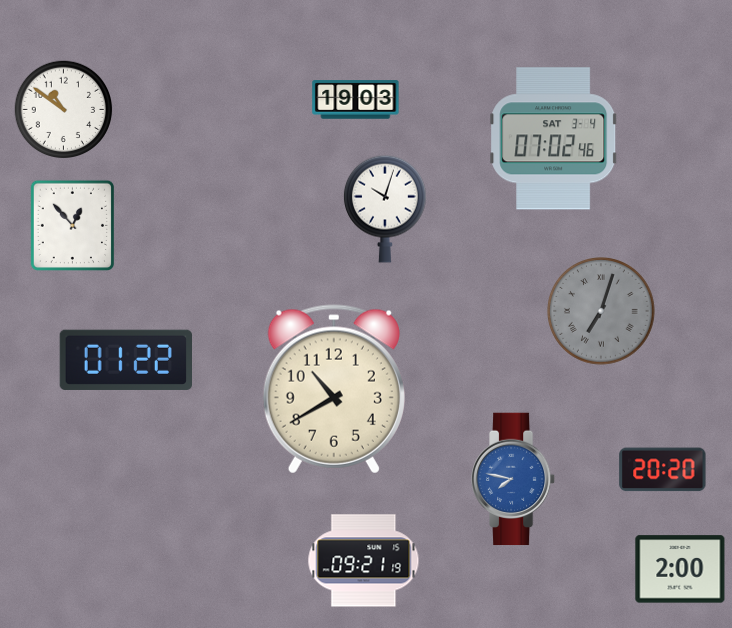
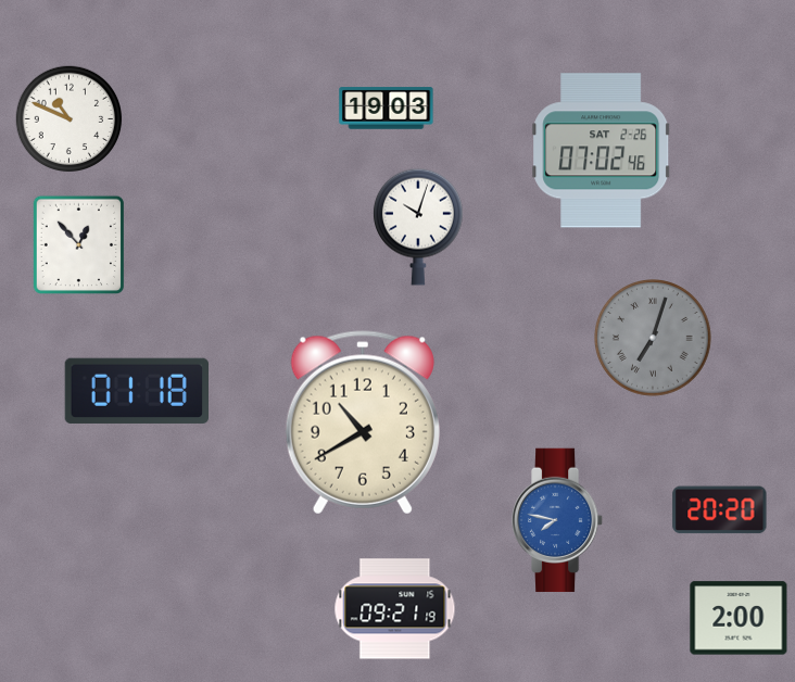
clock at (64, 110): 10:51 -> 10:49
clock at (554, 139) date: SAT 3-4 -> SAT 2-26
clock at (125, 360): 01:22 -> 01:18
